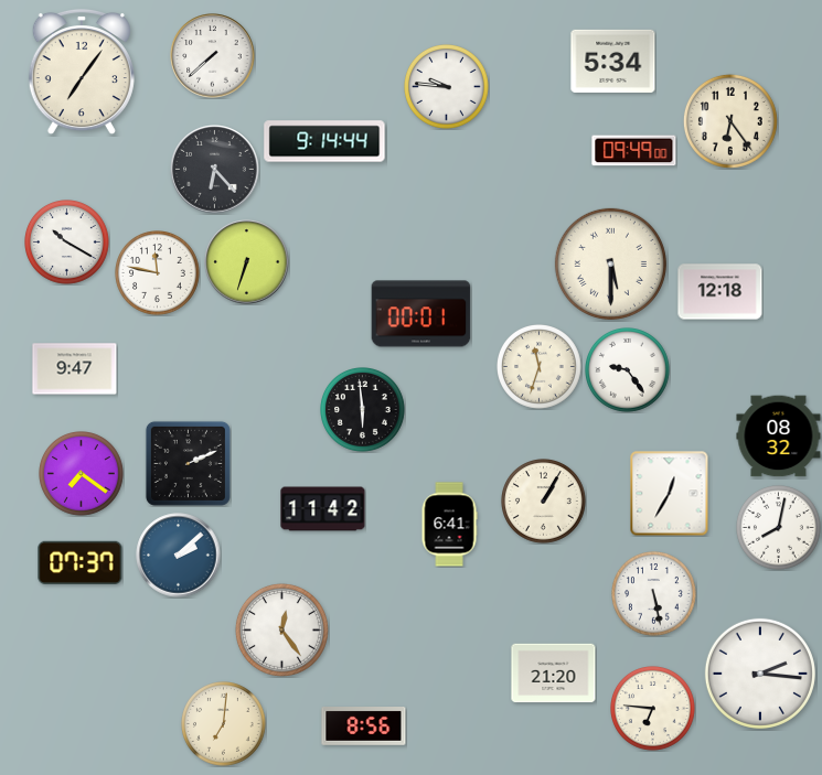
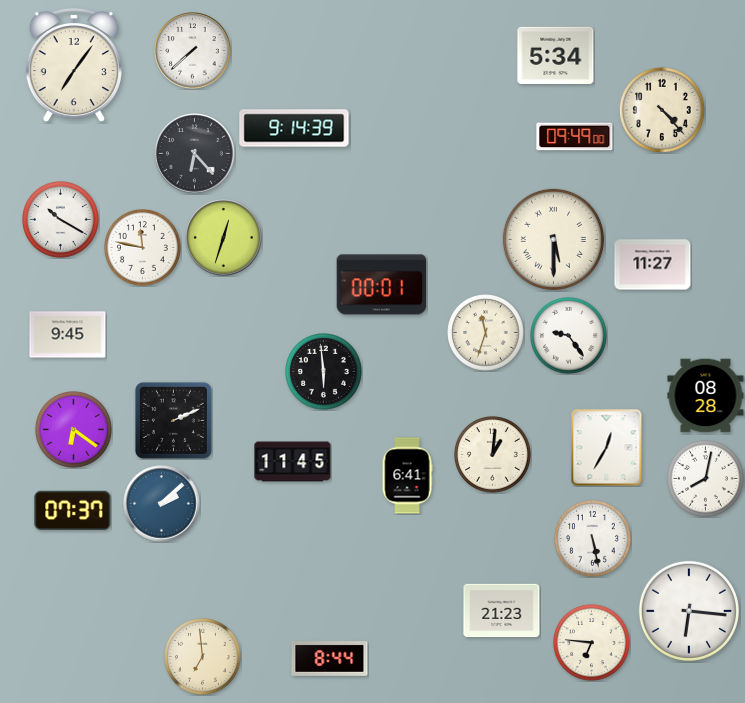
clock at (447, 87): 9:46 -> none
clock at (730, 121): 6:24 -> 4:23
clock at (324, 141): 9:14:44 -> 9:14:39
clock at (247, 262): 6:33 -> 12:33
clock at (720, 292): 12:18 -> 11:27
clock at (540, 367) position: (540, 367) -> (486, 333)
clock at (75, 369): 9:47 -> 9:45
clock at (363, 410) position: (363, 410) -> (324, 372)
clock at (779, 437): 08:32 -> 08:28
clock at (188, 463) position: (188, 463) -> (173, 420)
clock at (82, 474): 7:21 -> 6:21
clock at (544, 502): 1:05 -> 1:01
clock at (323, 509): 11:42 -> 11:45
clock at (281, 629): 12:24 -> none
clock at (554, 674): 21:20 -> 21:23
clock at (760, 674): 2:16 -> 6:16
clock at (224, 724): 7:01 -> 6:59
clock at (364, 726): 8:56 -> 8:44
